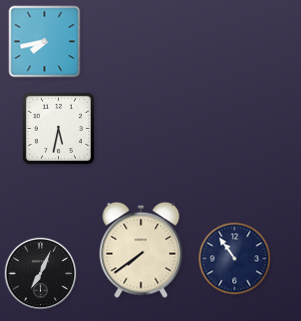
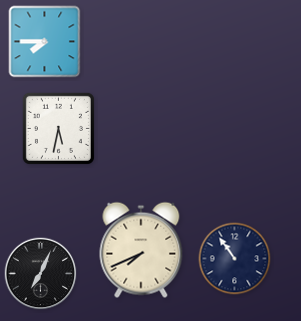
clock at (45, 42): 7:43 -> 7:45
clock at (141, 250): 7:39 -> 7:41
